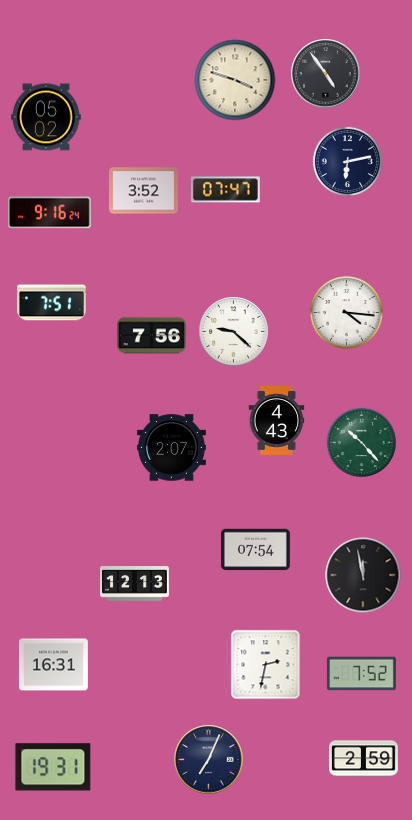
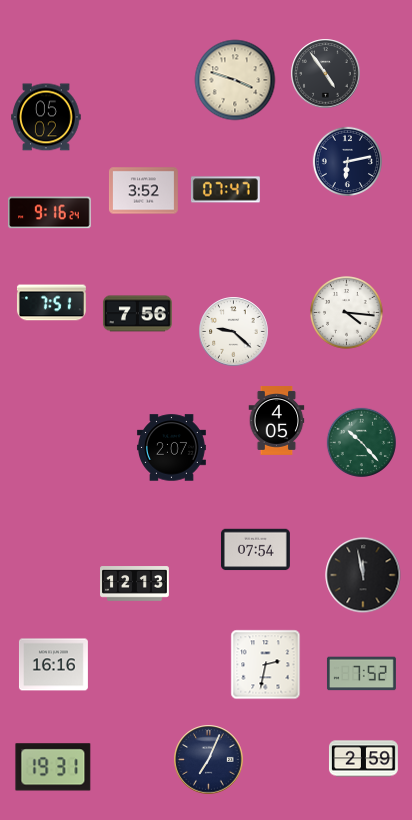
clock at (151, 336) position: (151, 336) -> (137, 314)
clock at (277, 421): 4:43 -> 4:05
clock at (53, 665): 16:31 -> 16:16
